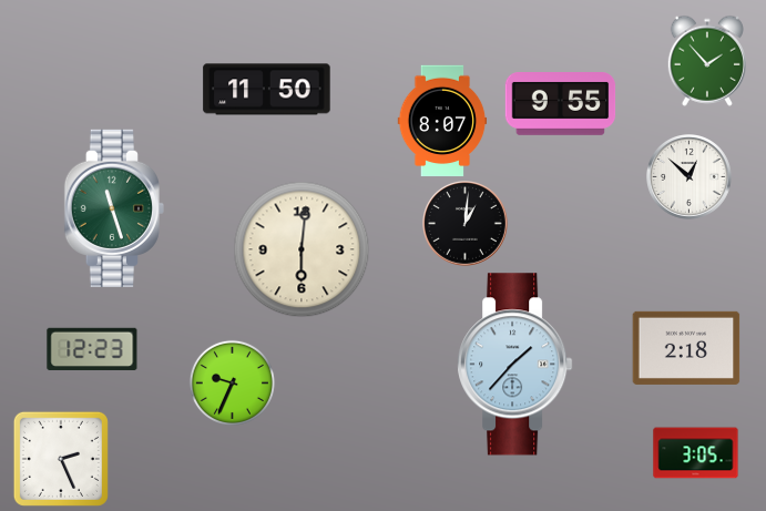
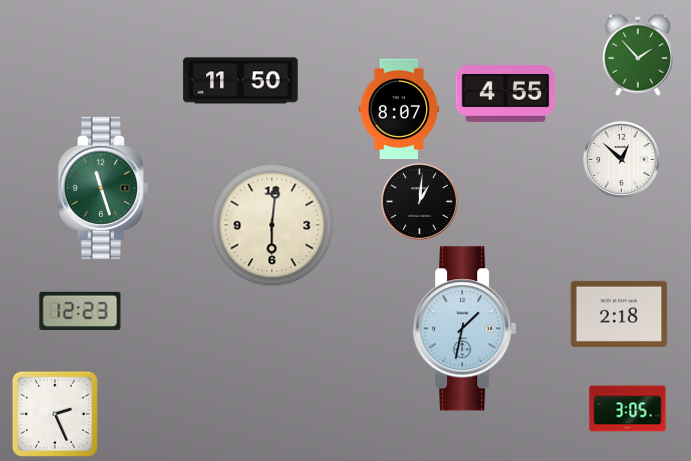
clock at (561, 104): 9:55 -> 4:55
clock at (92, 349) position: (92, 349) -> (80, 311)
clock at (515, 365): 1:37 -> 1:32
clock at (232, 382): 9:34 -> none
